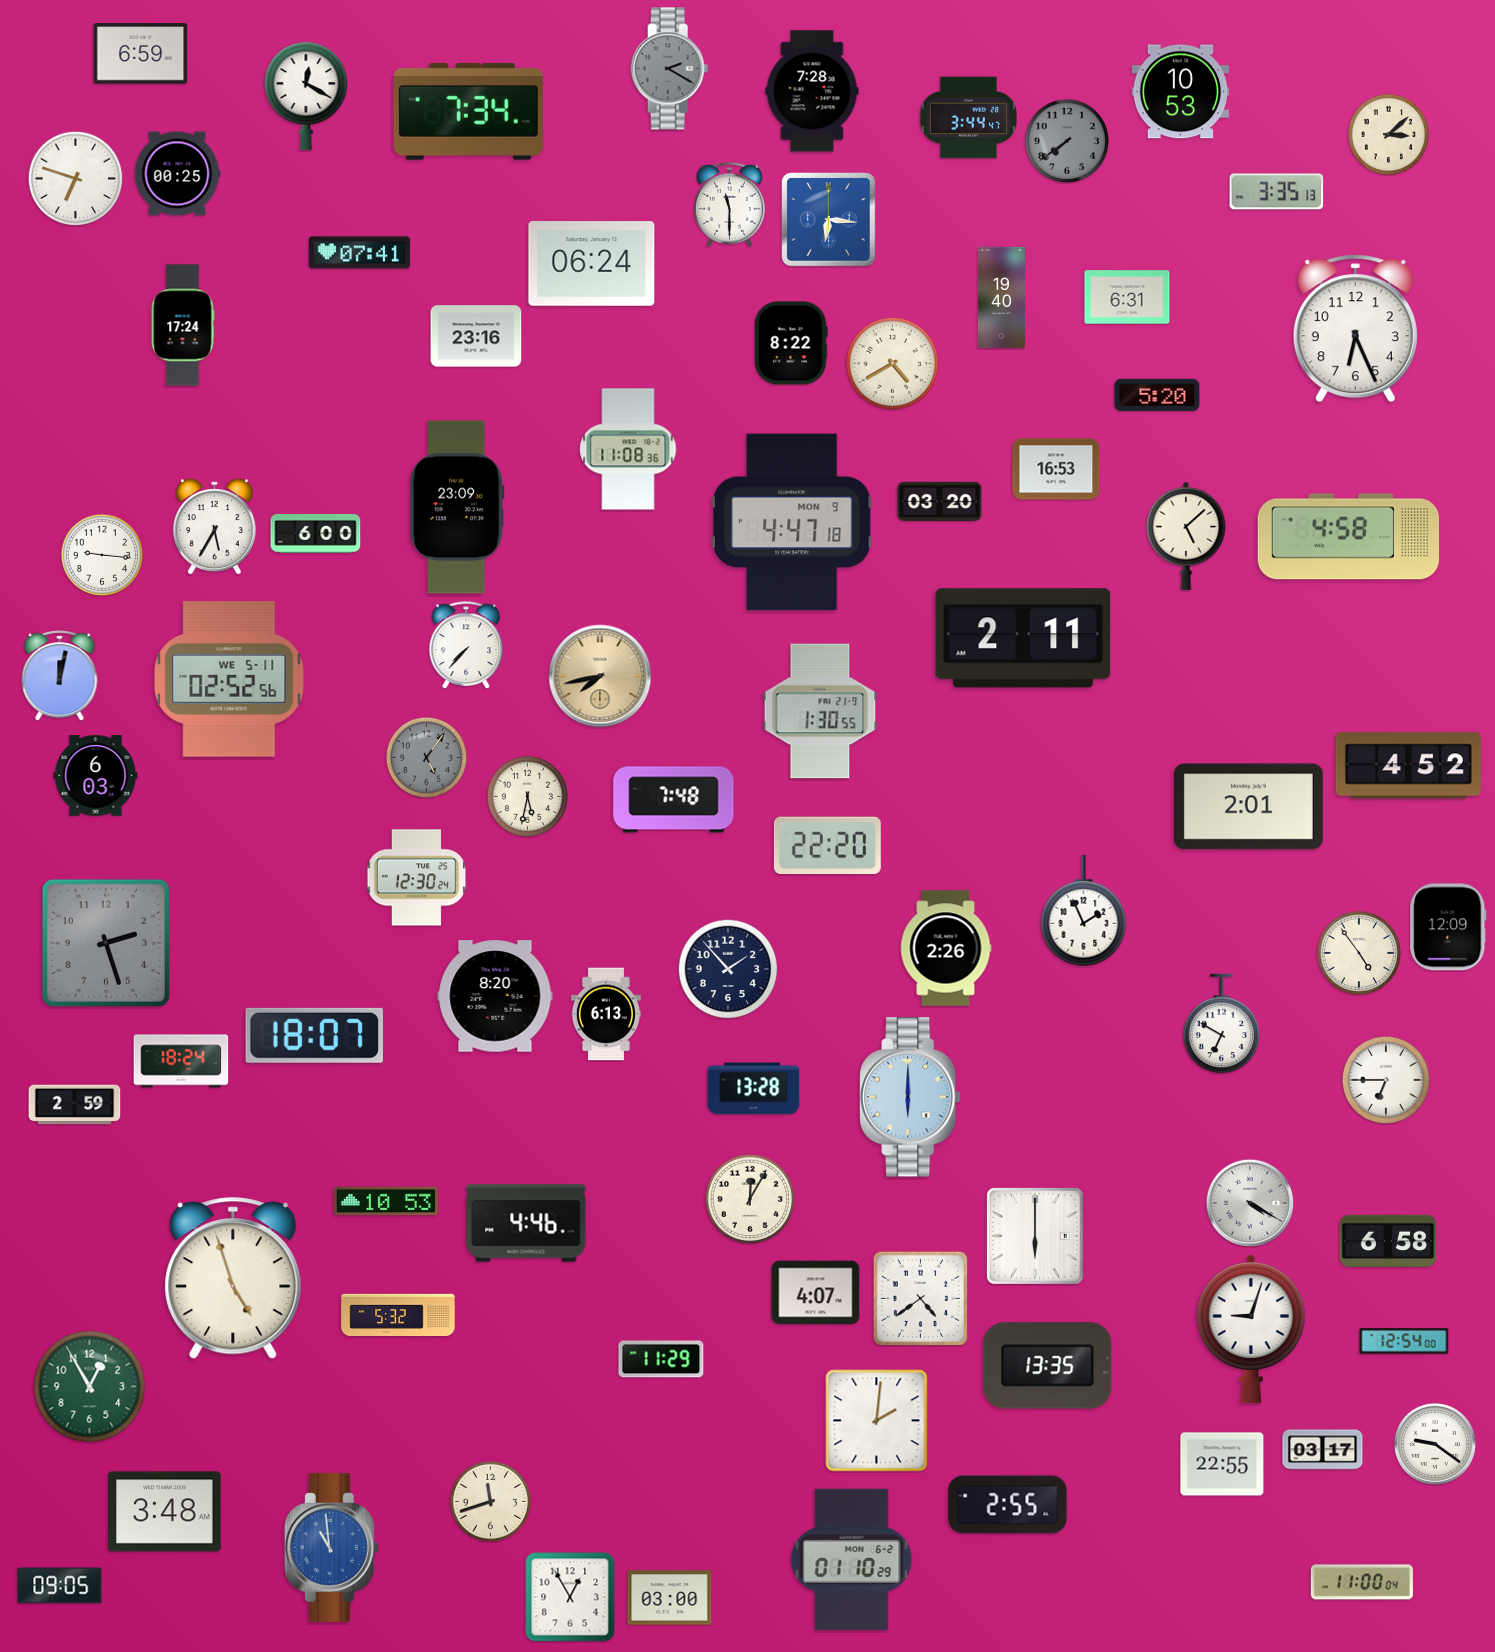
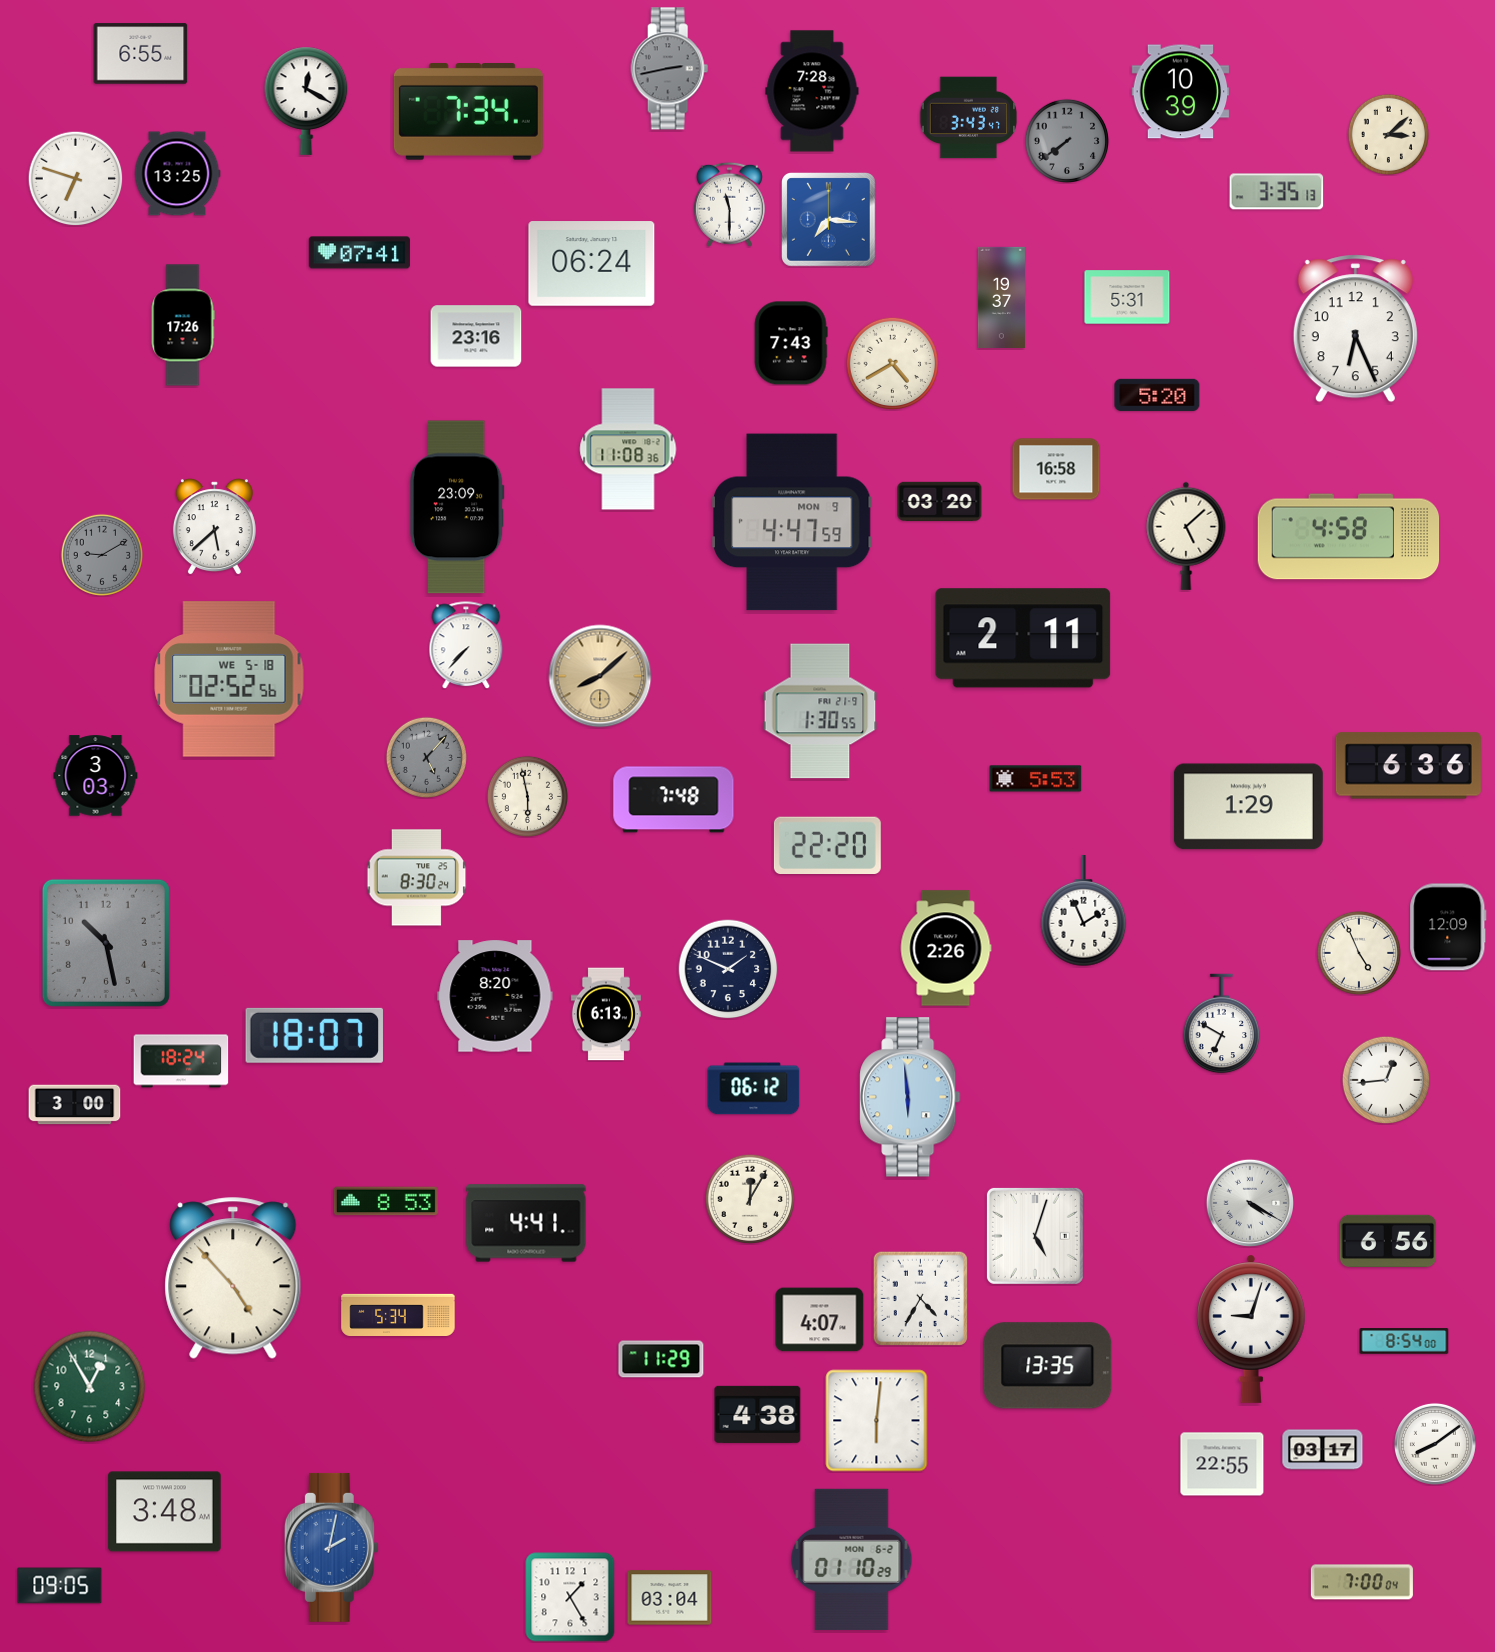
clock at (141, 54): 6:59 -> 6:55
clock at (670, 69): 2:20 -> 2:43
clock at (1181, 92): 10:53 -> 10:39
clock at (306, 96) position: (306, 96) -> (306, 101)
clock at (968, 118): 3:44 -> 3:43
clock at (177, 174): 00:25 -> 13:25
clock at (829, 220): 6:16 -> 7:16
clock at (1001, 297): 19:40 -> 19:37
clock at (1127, 297): 6:31 -> 5:31
clock at (183, 325): 17:24 -> 17:26
clock at (791, 343): 8:22 -> 7:43
clock at (1056, 469): 16:53 -> 16:58
clock at (792, 522): 4:47:18 -> 4:47:59
clock at (214, 527): 5:35 -> 5:38
clock at (316, 533): 6:00 -> none
clock at (101, 554): 9:16 -> 9:10
clock at (101, 554) dial: white -> grey
clock at (60, 676): 12:02 -> none
clock at (600, 676): 7:43 -> 8:08
clock at (229, 679) date: WE 5-11 -> WE 5-18
clock at (426, 757): 5:06 -> 5:07
clock at (1408, 766): 4:52 -> 6:36
clock at (96, 776): 6:03 -> 3:03
clock at (1036, 779): none -> 5:53
clock at (527, 796): 5:32 -> 5:58
clock at (1248, 807): 2:01 -> 1:29
clock at (417, 878): 12:30 -> 8:30
clock at (106, 943): 2:27 -> 10:28
clock at (1358, 952): 4:54 -> 4:56
clock at (728, 969): 1:53 -> 1:49
clock at (1386, 1080): 6:45 -> 12:44
clock at (754, 1089): 13:28 -> 06:12
clock at (910, 1097): 6:00 -> 5:59
clock at (75, 1105): 2:59 -> 3:00
clock at (386, 1201): 10:53 -> 8:53
clock at (526, 1223): 4:46 -> 4:41
clock at (1035, 1236): 6:00 -> 5:03
clock at (1388, 1241): 6:58 -> 6:56
clock at (233, 1278): 4:57 -> 4:53
clock at (816, 1293) position: (816, 1293) -> (820, 1320)
clock at (920, 1298): 4:39 -> 4:35
clock at (398, 1314): 5:32 -> 5:34
clock at (1404, 1341): 12:54 -> 8:54
clock at (758, 1414): none -> 4:38
clock at (877, 1421): 2:01 -> 6:01
clock at (1435, 1444): 9:21 -> 8:09
clock at (490, 1501): 11:42 -> none
clock at (1008, 1505): 2:55 -> none
clock at (331, 1547): 10:59 -> 2:02
clock at (1362, 1582): 11:00 -> 7:00
clock at (570, 1597): 12:55 -> 1:25
clock at (670, 1598): 03:00 -> 03:04
